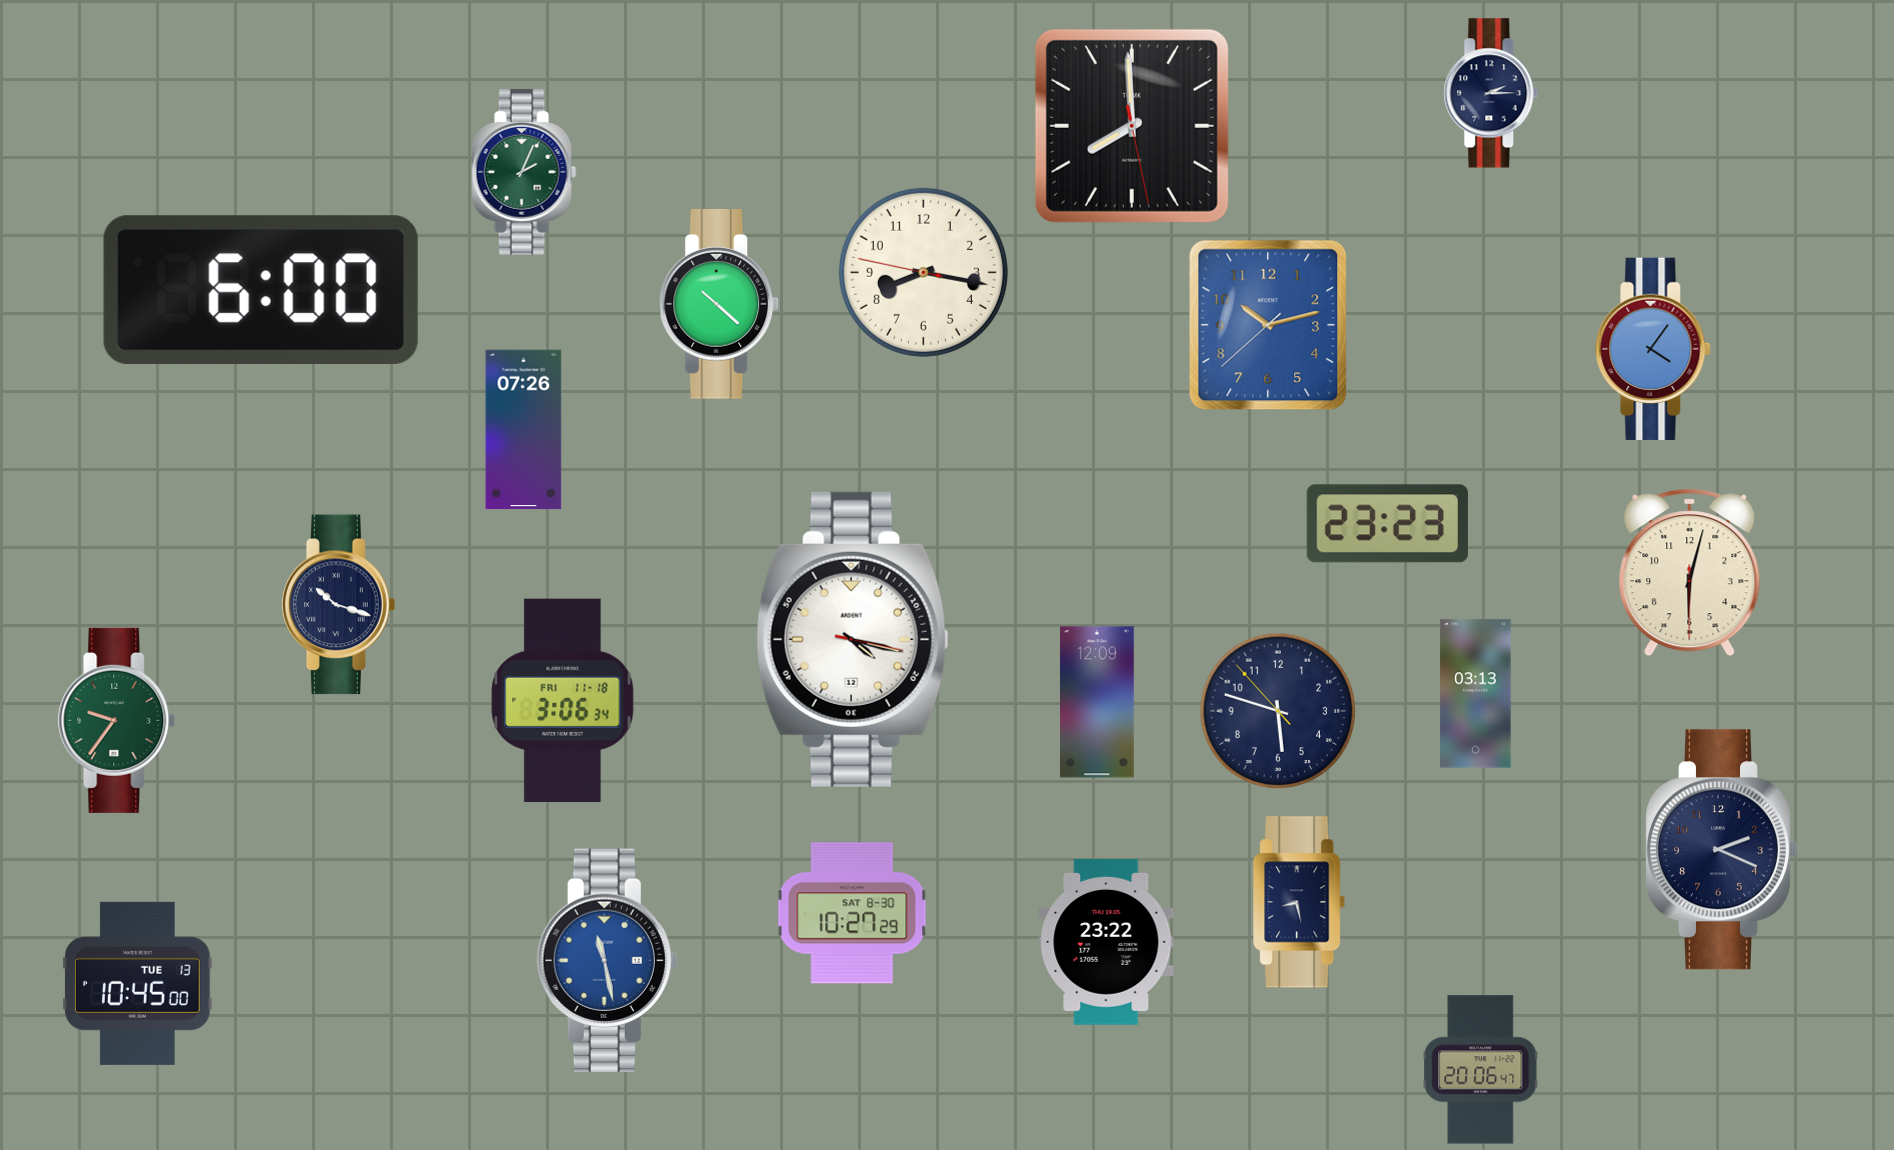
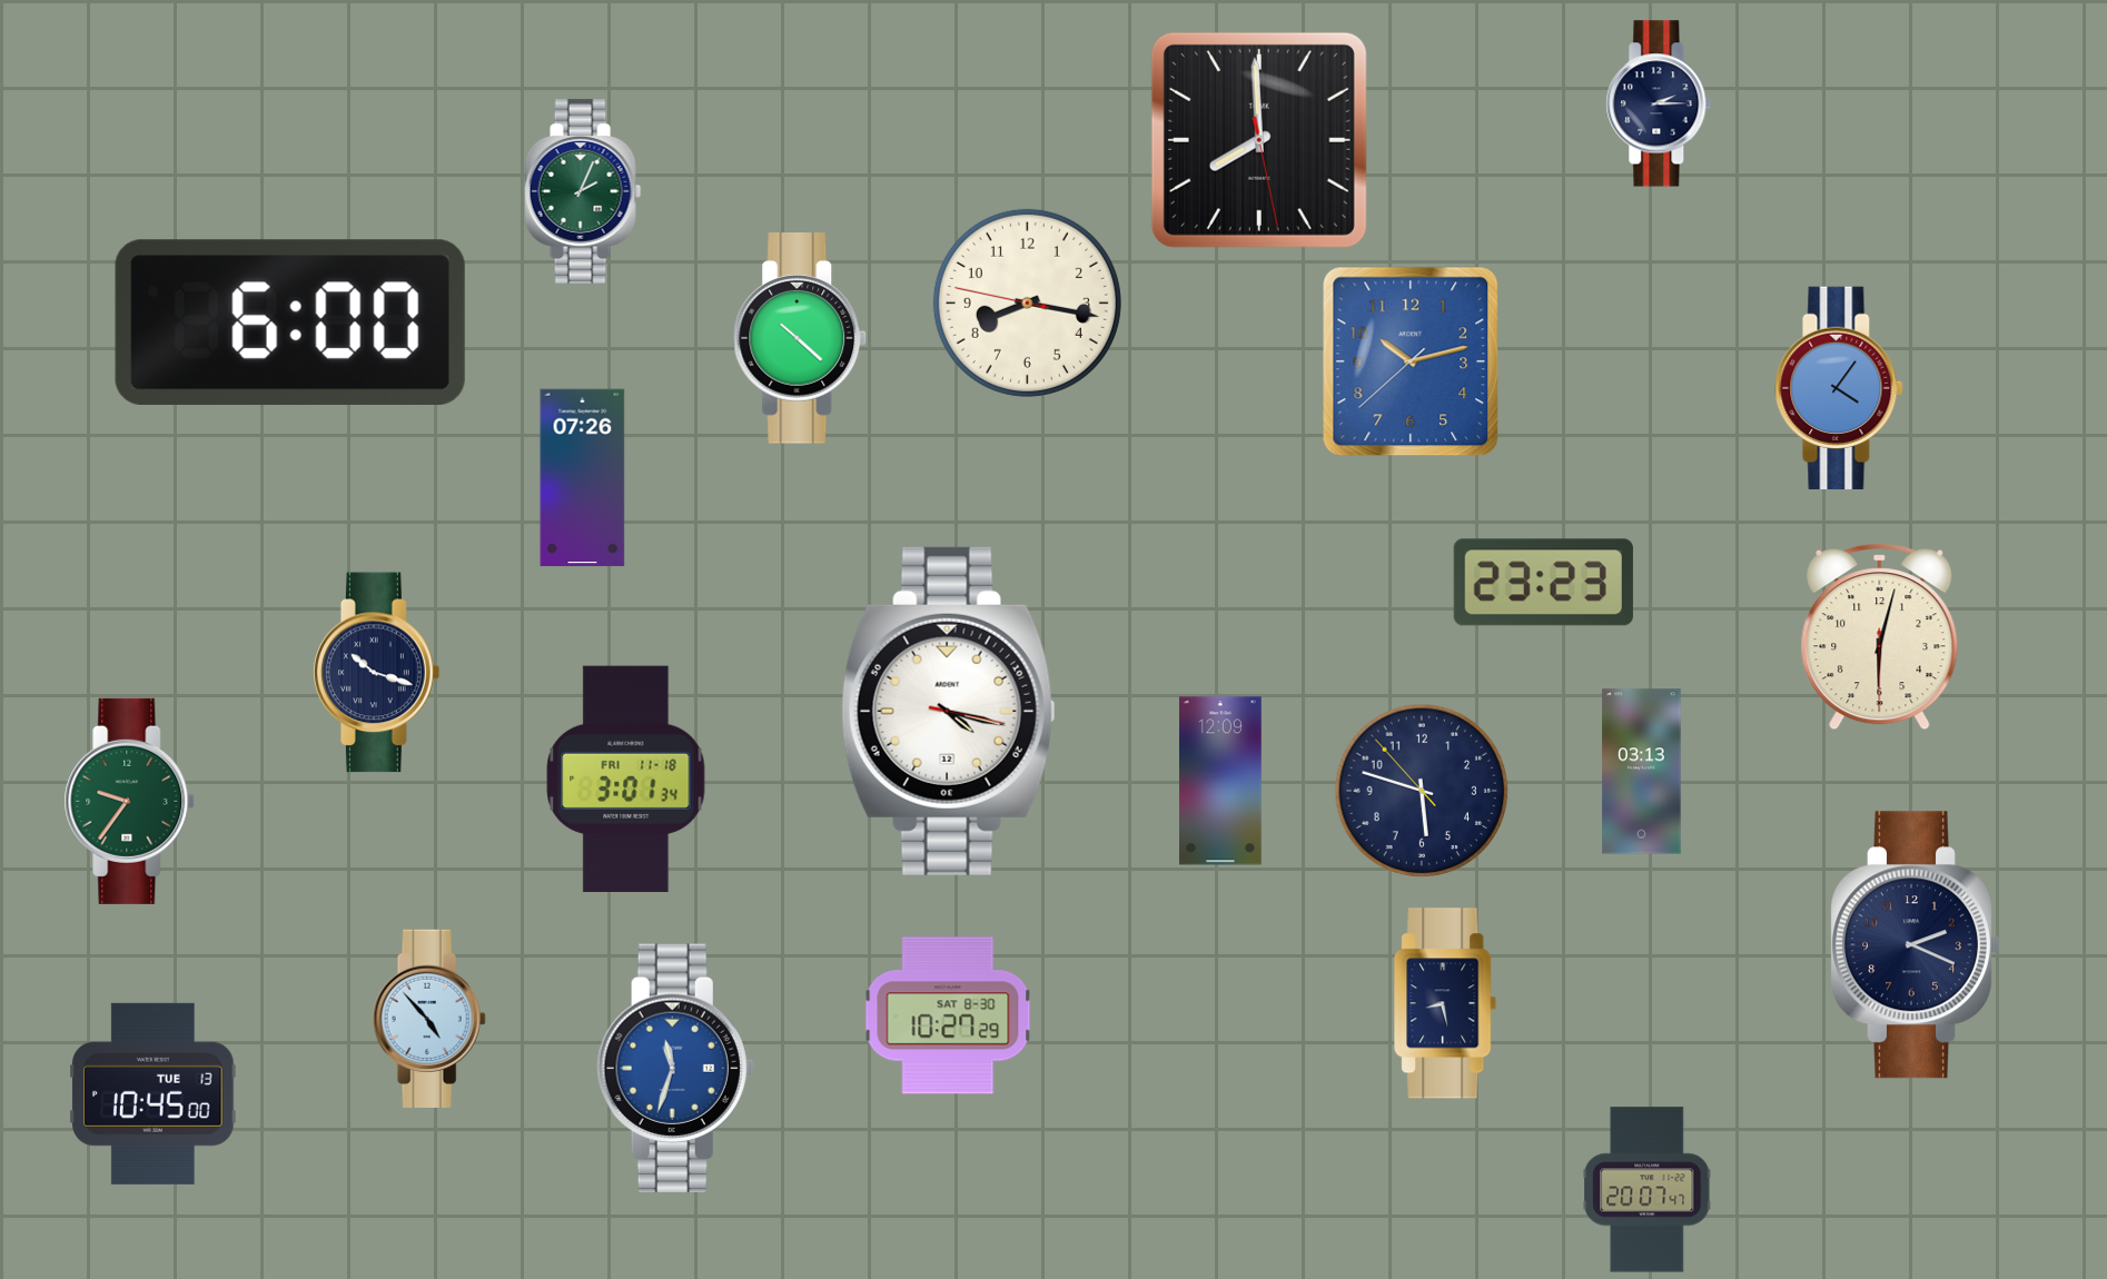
clock at (563, 700): 3:06 -> 3:01
clock at (429, 1018): none -> 4:53
clock at (1106, 942): 23:22 -> none
clock at (607, 961): 11:28 -> 11:33
clock at (1481, 1070): 20:06 -> 20:07
